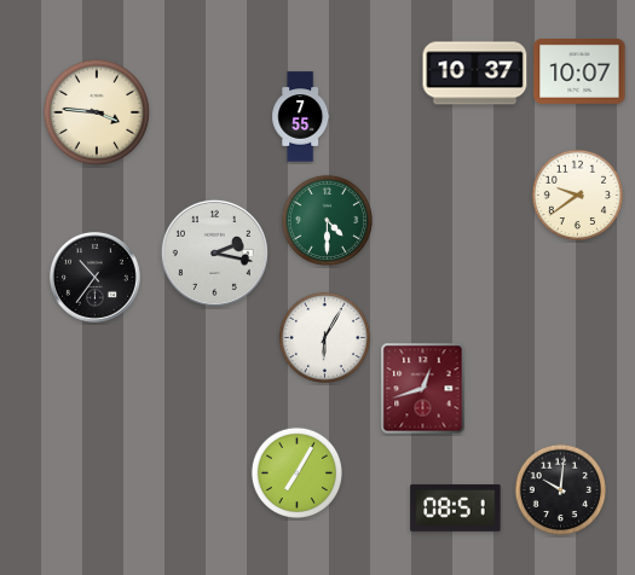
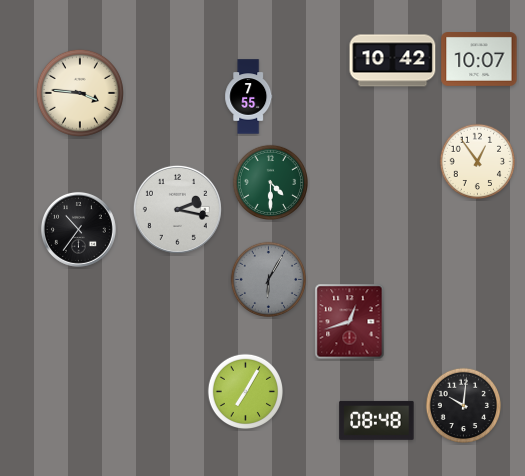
clock at (475, 74): 10:37 -> 10:42
clock at (578, 196): 9:39 -> 12:54
clock at (325, 338) dial: white -> grey
clock at (456, 507): 08:51 -> 08:48
